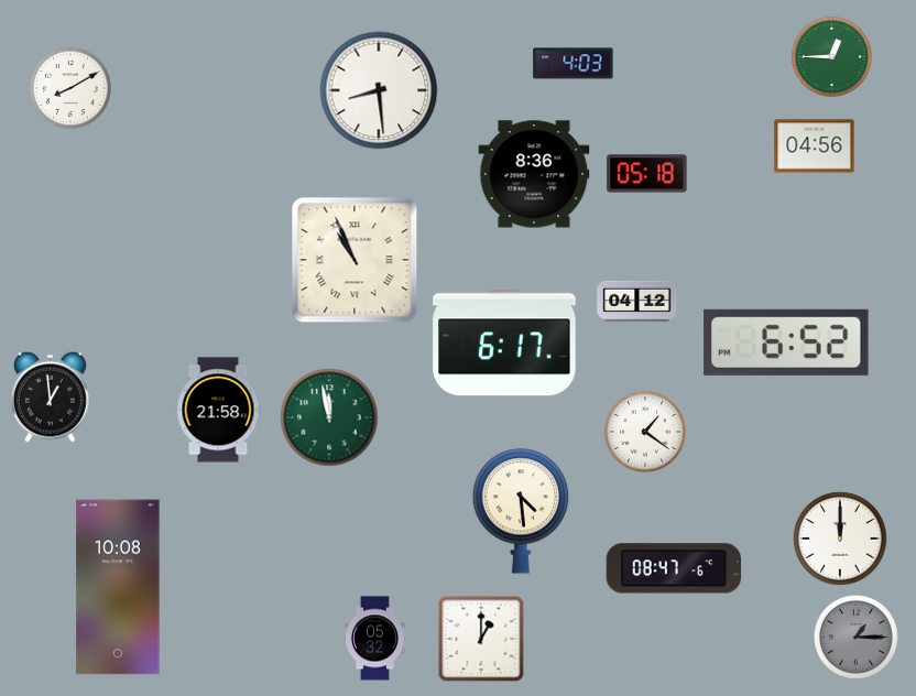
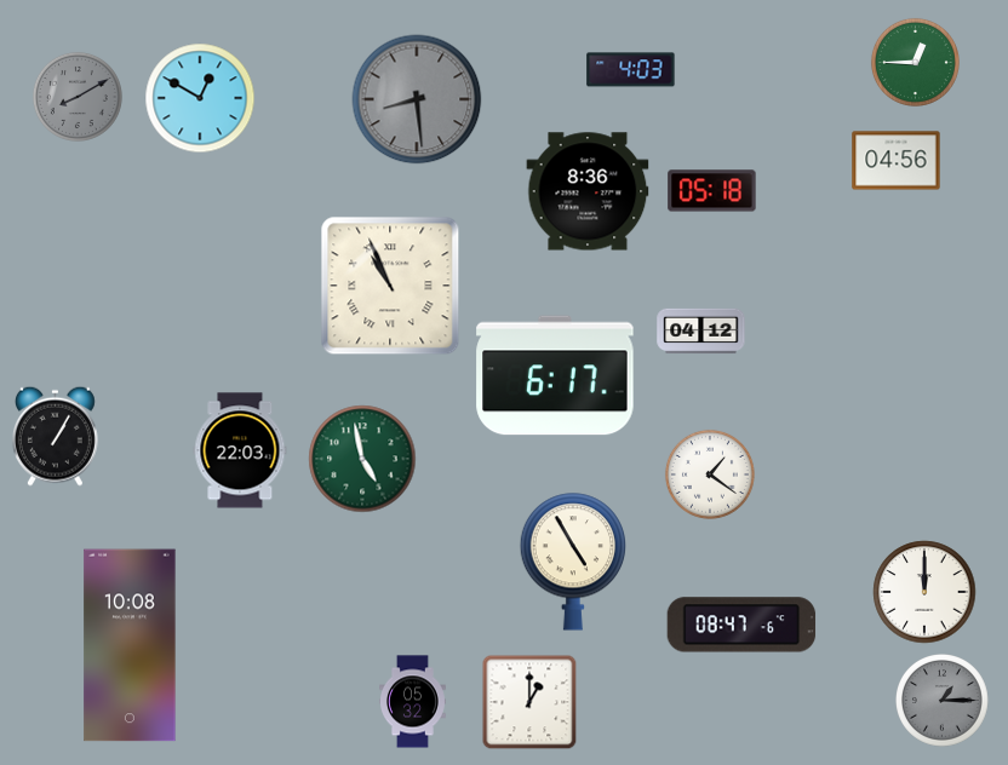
clock at (70, 88) dial: white -> grey
clock at (200, 98): none -> 12:50
clock at (379, 90) dial: white -> grey
clock at (786, 342): 6:52 -> none
clock at (50, 396): 12:59 -> 1:05
clock at (218, 410): 21:58 -> 22:03
clock at (329, 417): 11:58 -> 4:58
clock at (520, 511): 4:29 -> 4:55
